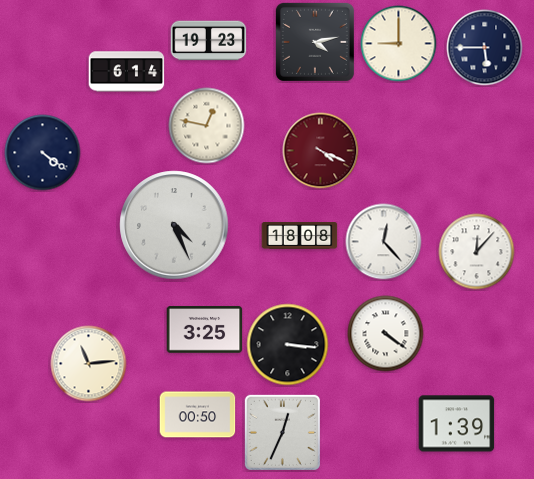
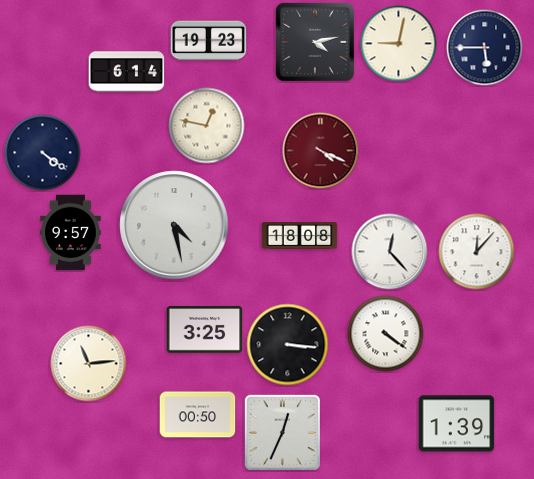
clock at (399, 44): 9:00 -> 9:02
clock at (174, 225): 4:26 -> 4:28
clock at (71, 233): none -> 9:57
clock at (384, 242) position: (384, 242) -> (390, 252)
